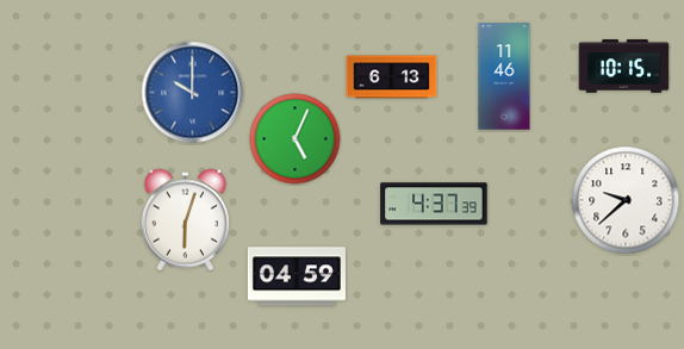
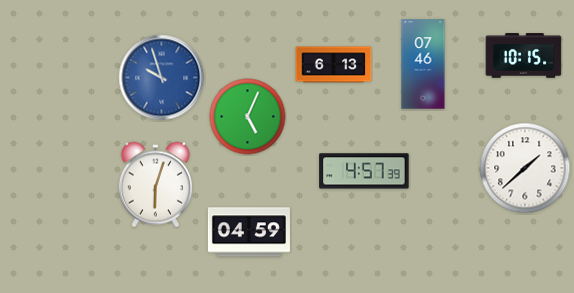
clock at (504, 76): 11:46 -> 07:46
clock at (392, 77) position: (392, 77) -> (334, 65)
clock at (193, 93): 10:00 -> 9:57
clock at (626, 200): 9:38 -> 1:38
clock at (434, 204): 4:37 -> 4:57
